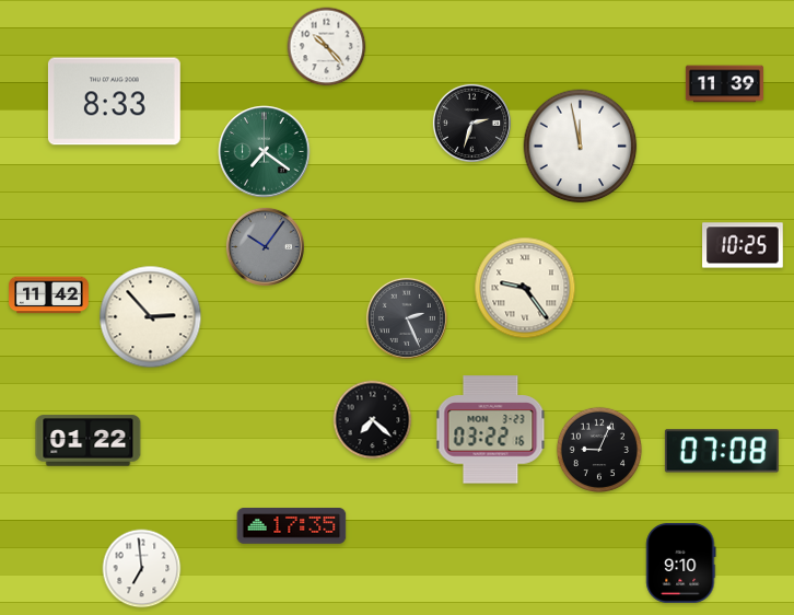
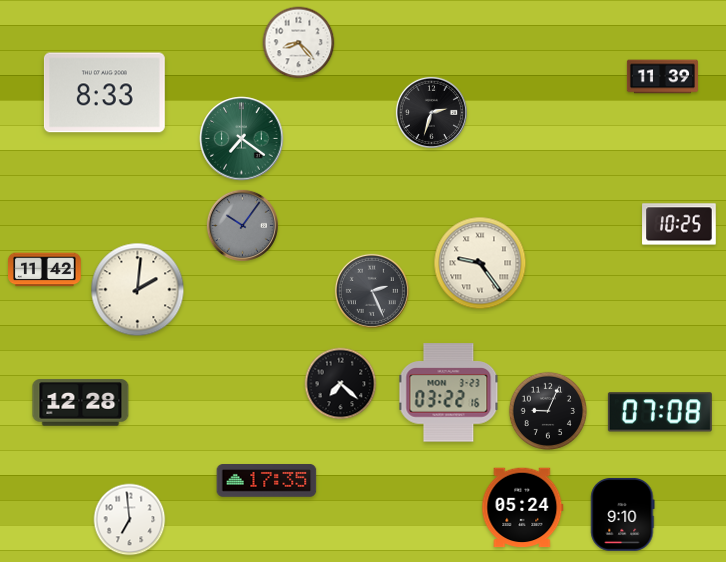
clock at (327, 47): 10:23 -> 8:23
clock at (581, 147): 11:58 -> none
clock at (151, 317): 2:53 -> 2:01
clock at (89, 441): 01:22 -> 12:28
clock at (523, 508): none -> 05:24
